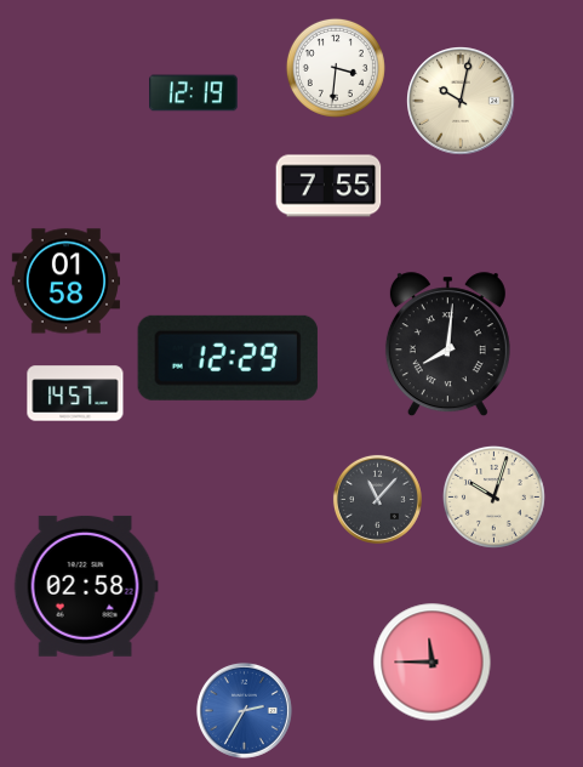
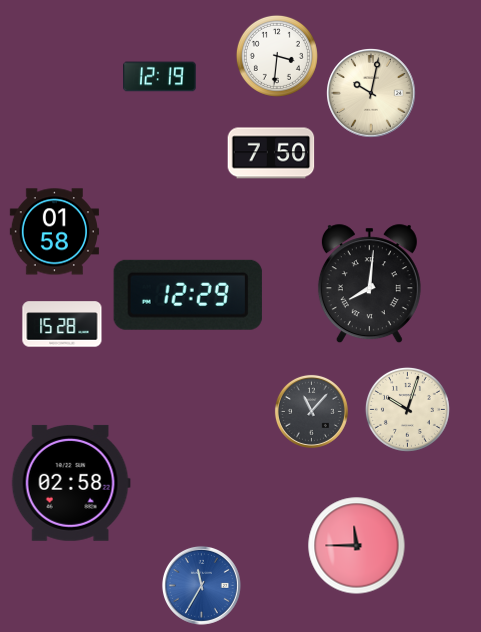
clock at (461, 101) position: (461, 101) -> (371, 93)
clock at (328, 186): 7:55 -> 7:50
clock at (75, 393): 14:57 -> 15:28
clock at (244, 710): 2:35 -> 11:35
